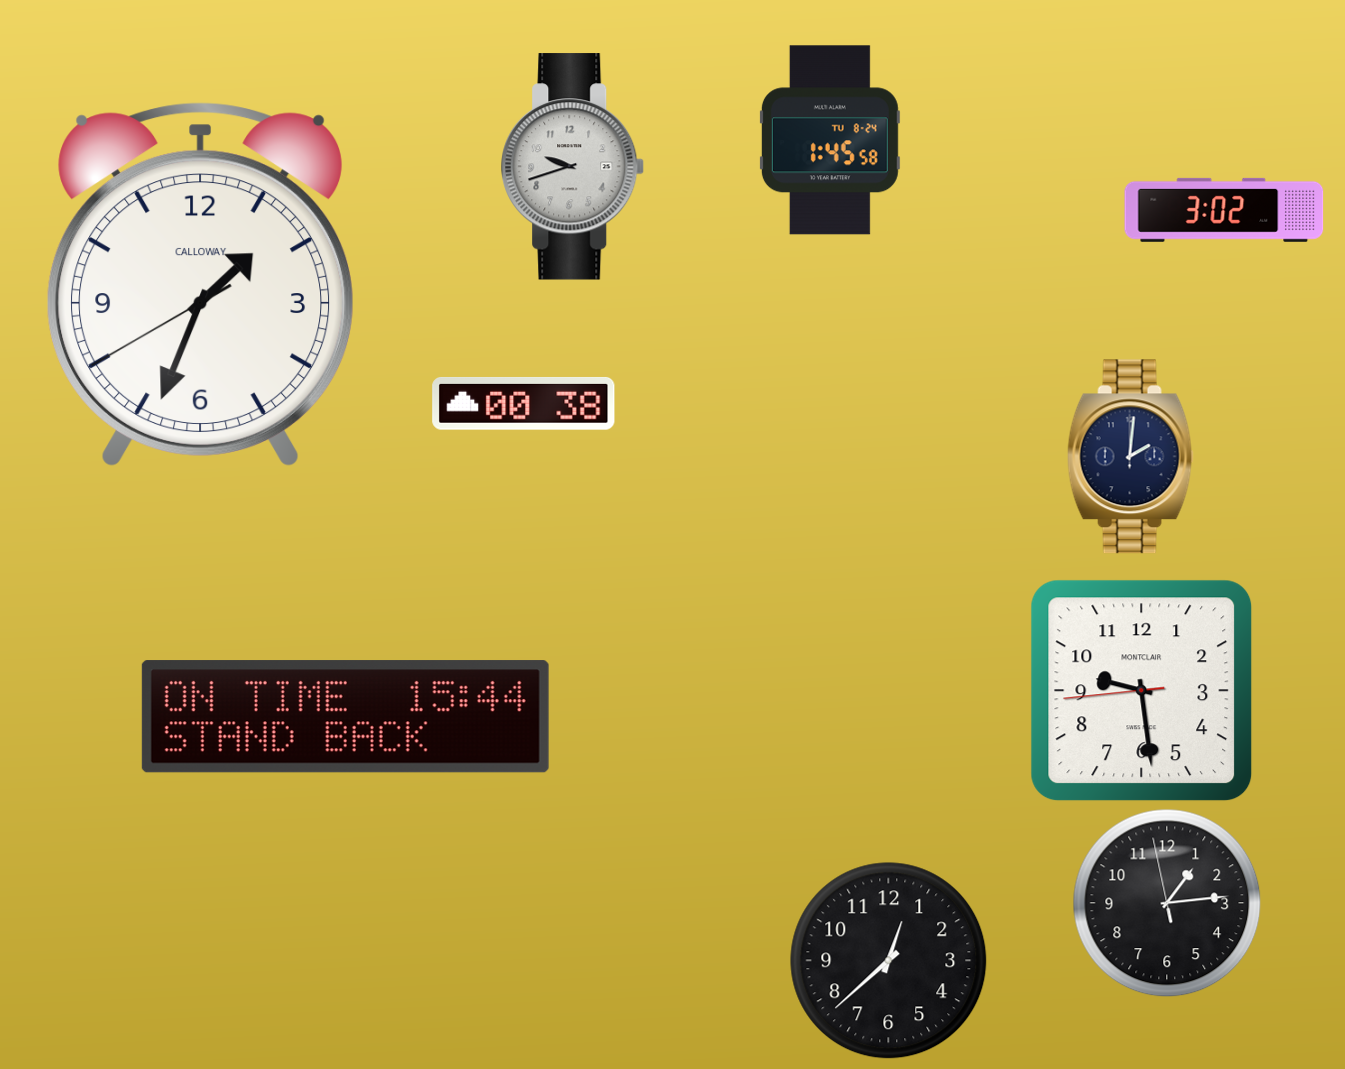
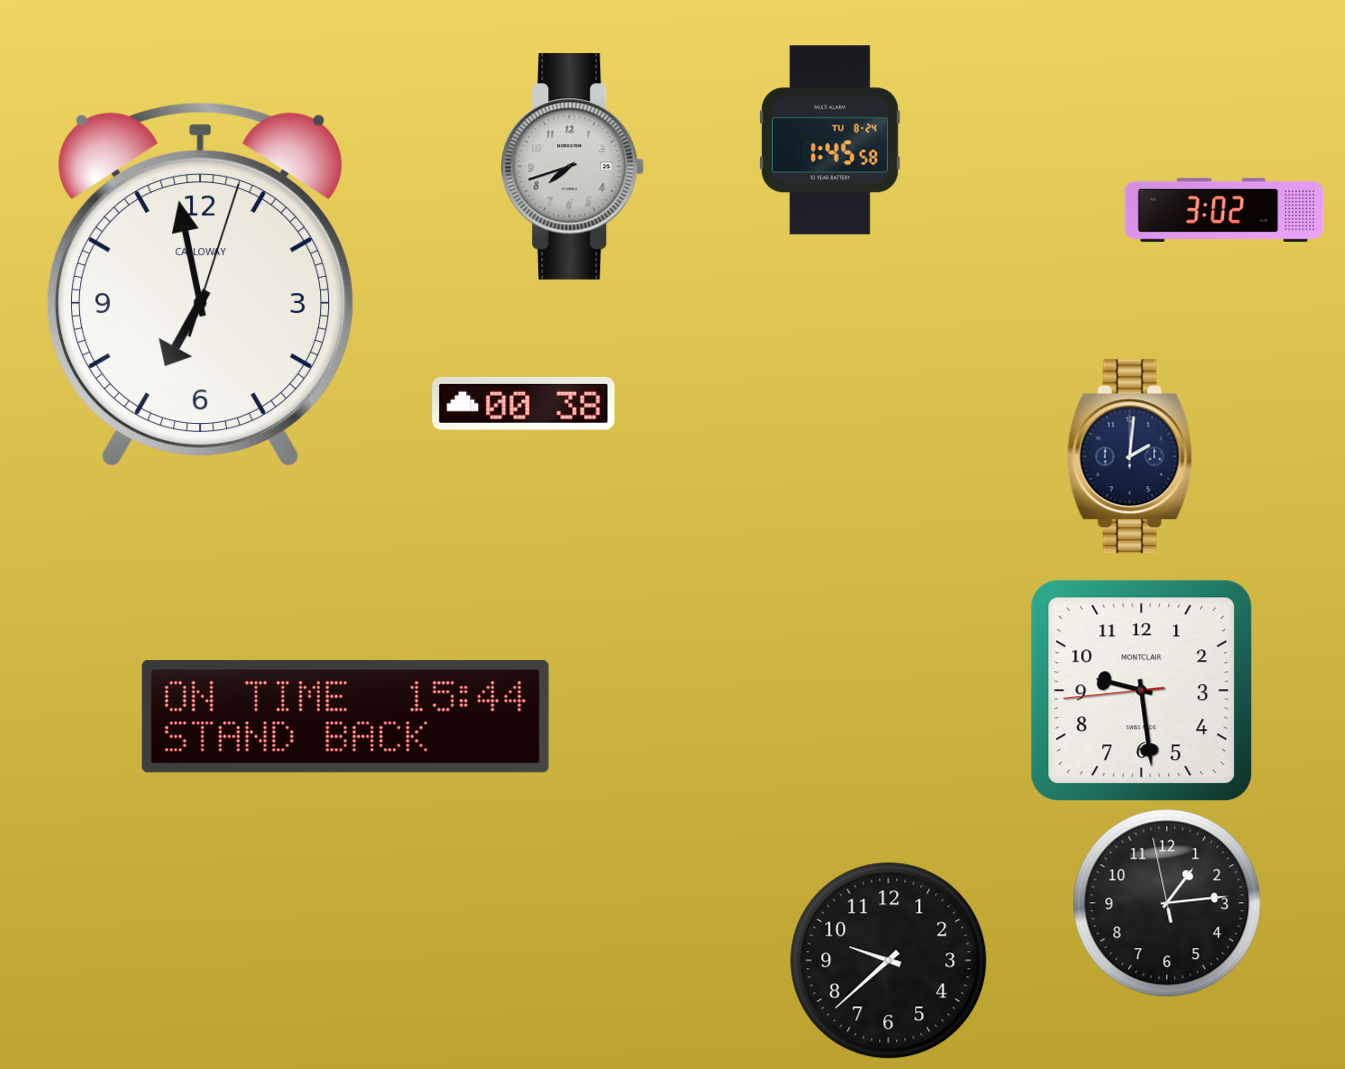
clock at (573, 167): 9:42 -> 7:42
clock at (200, 284): 1:33 -> 6:58
clock at (889, 961): 12:38 -> 9:38
